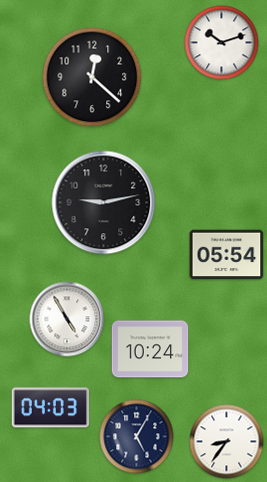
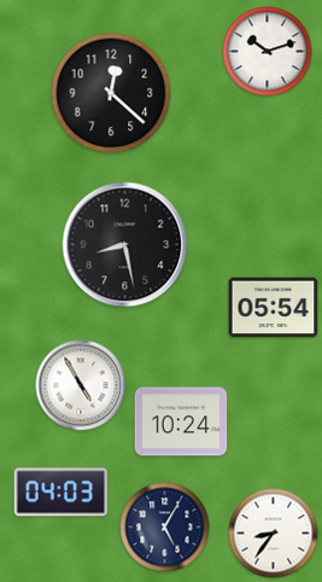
clock at (104, 203): 9:13 -> 8:28
